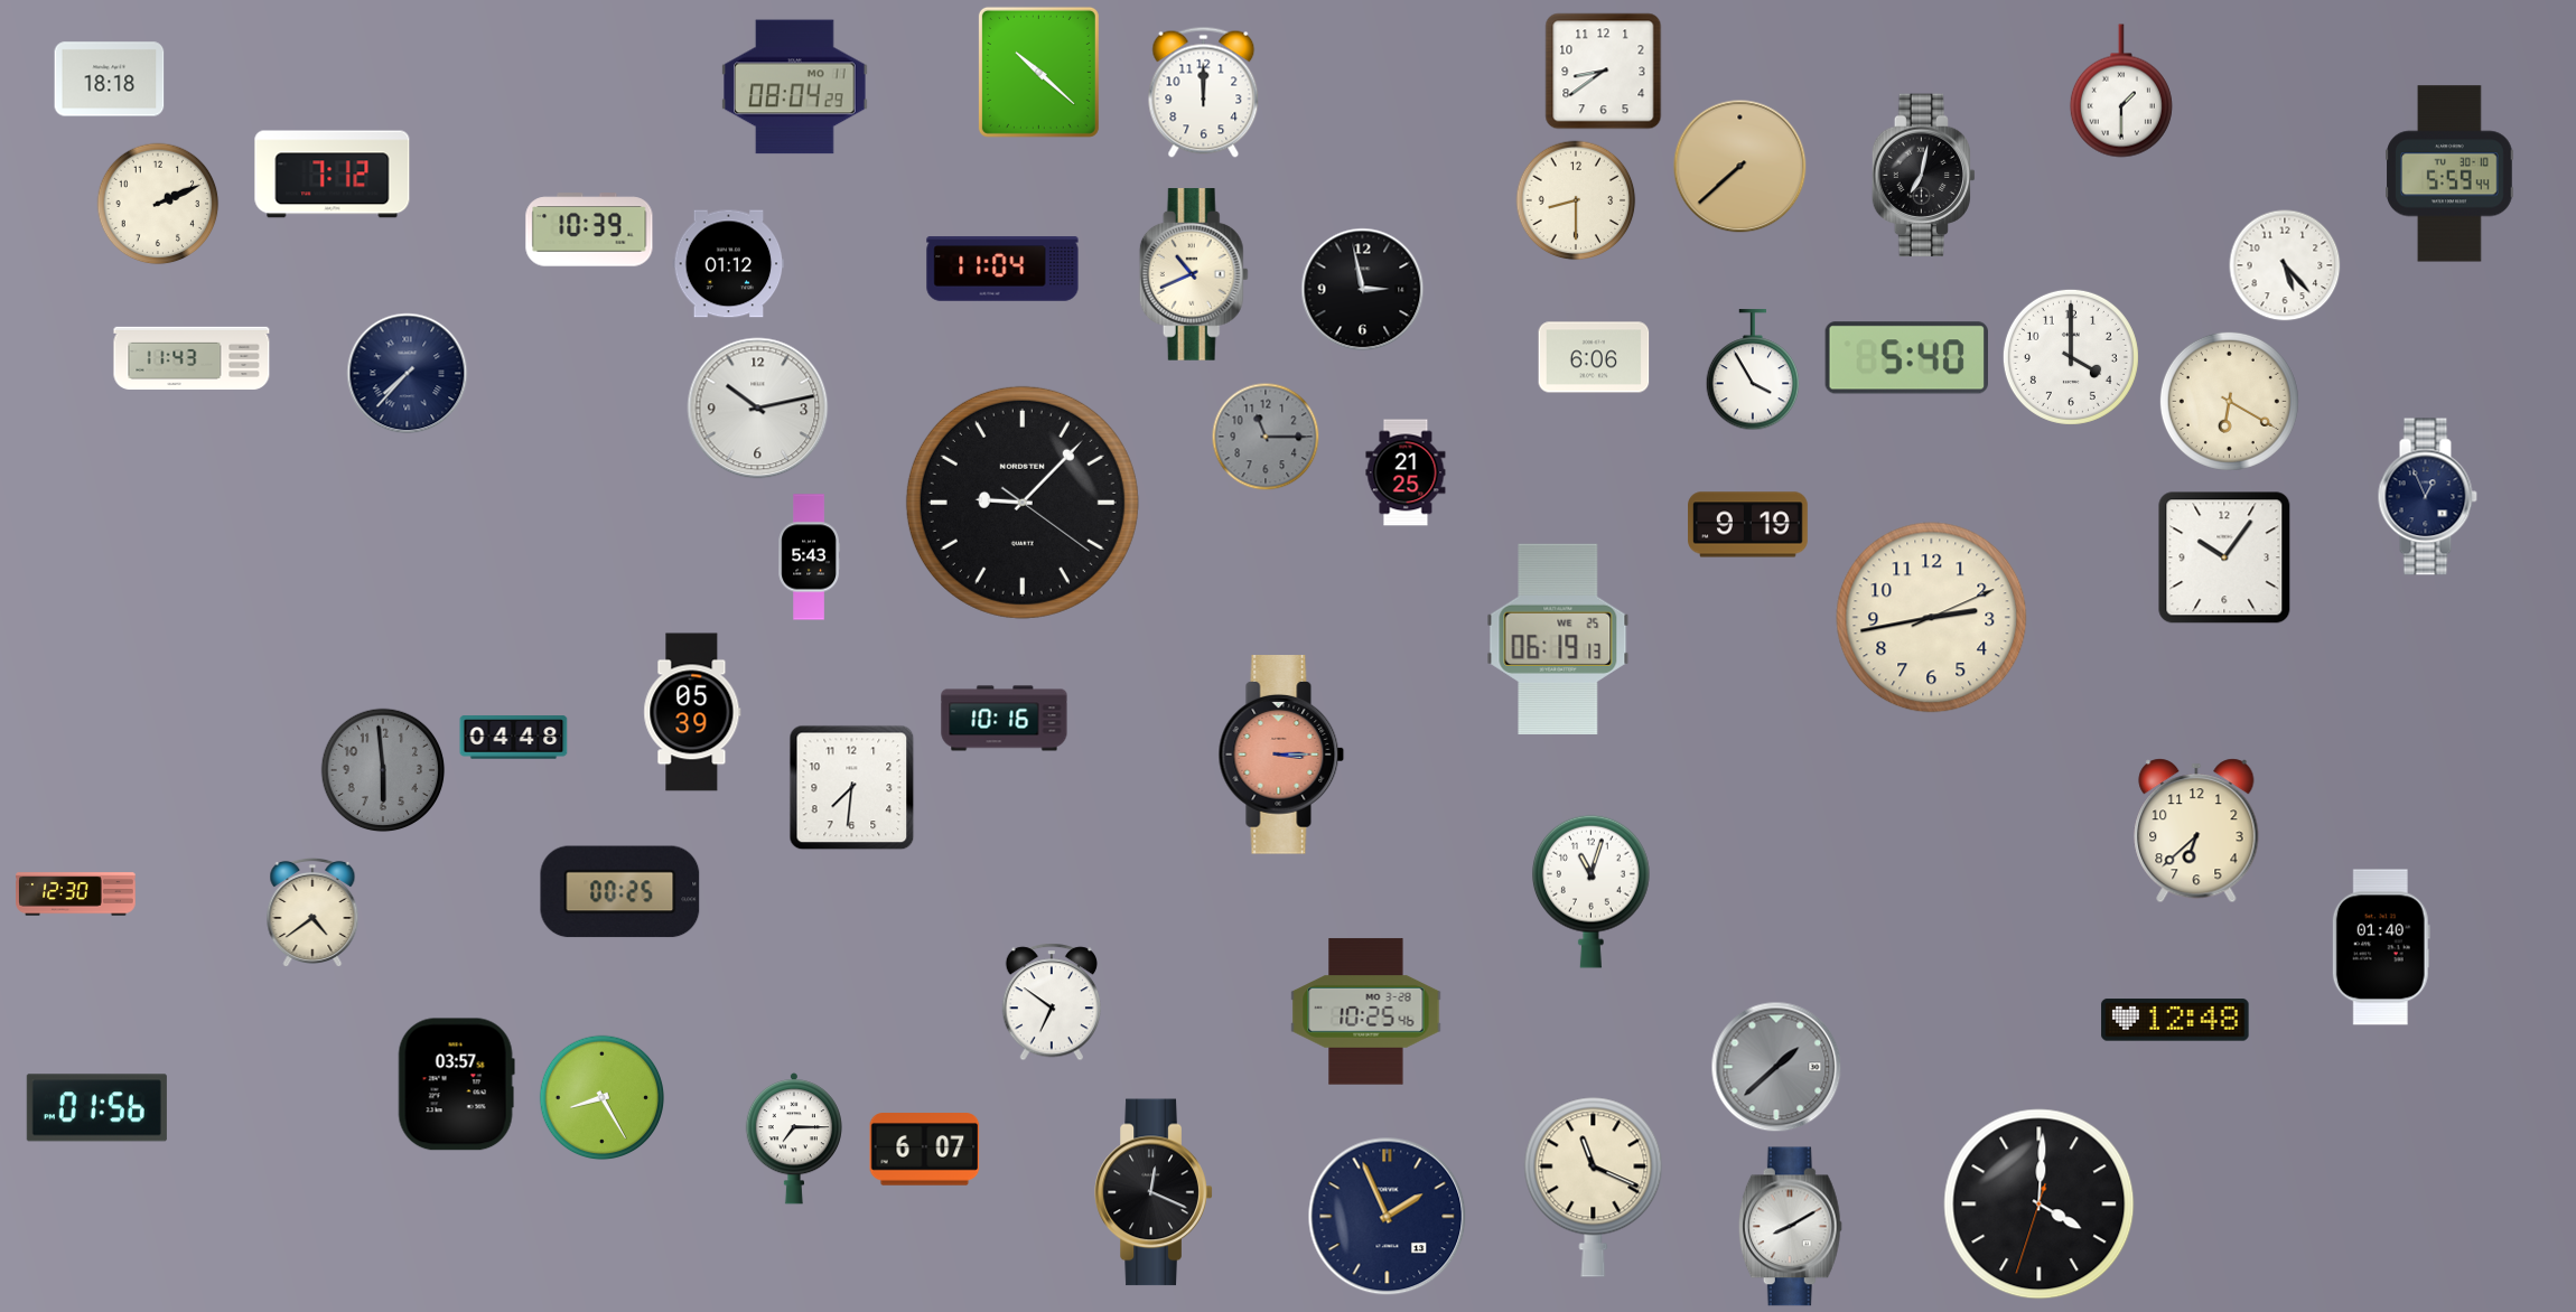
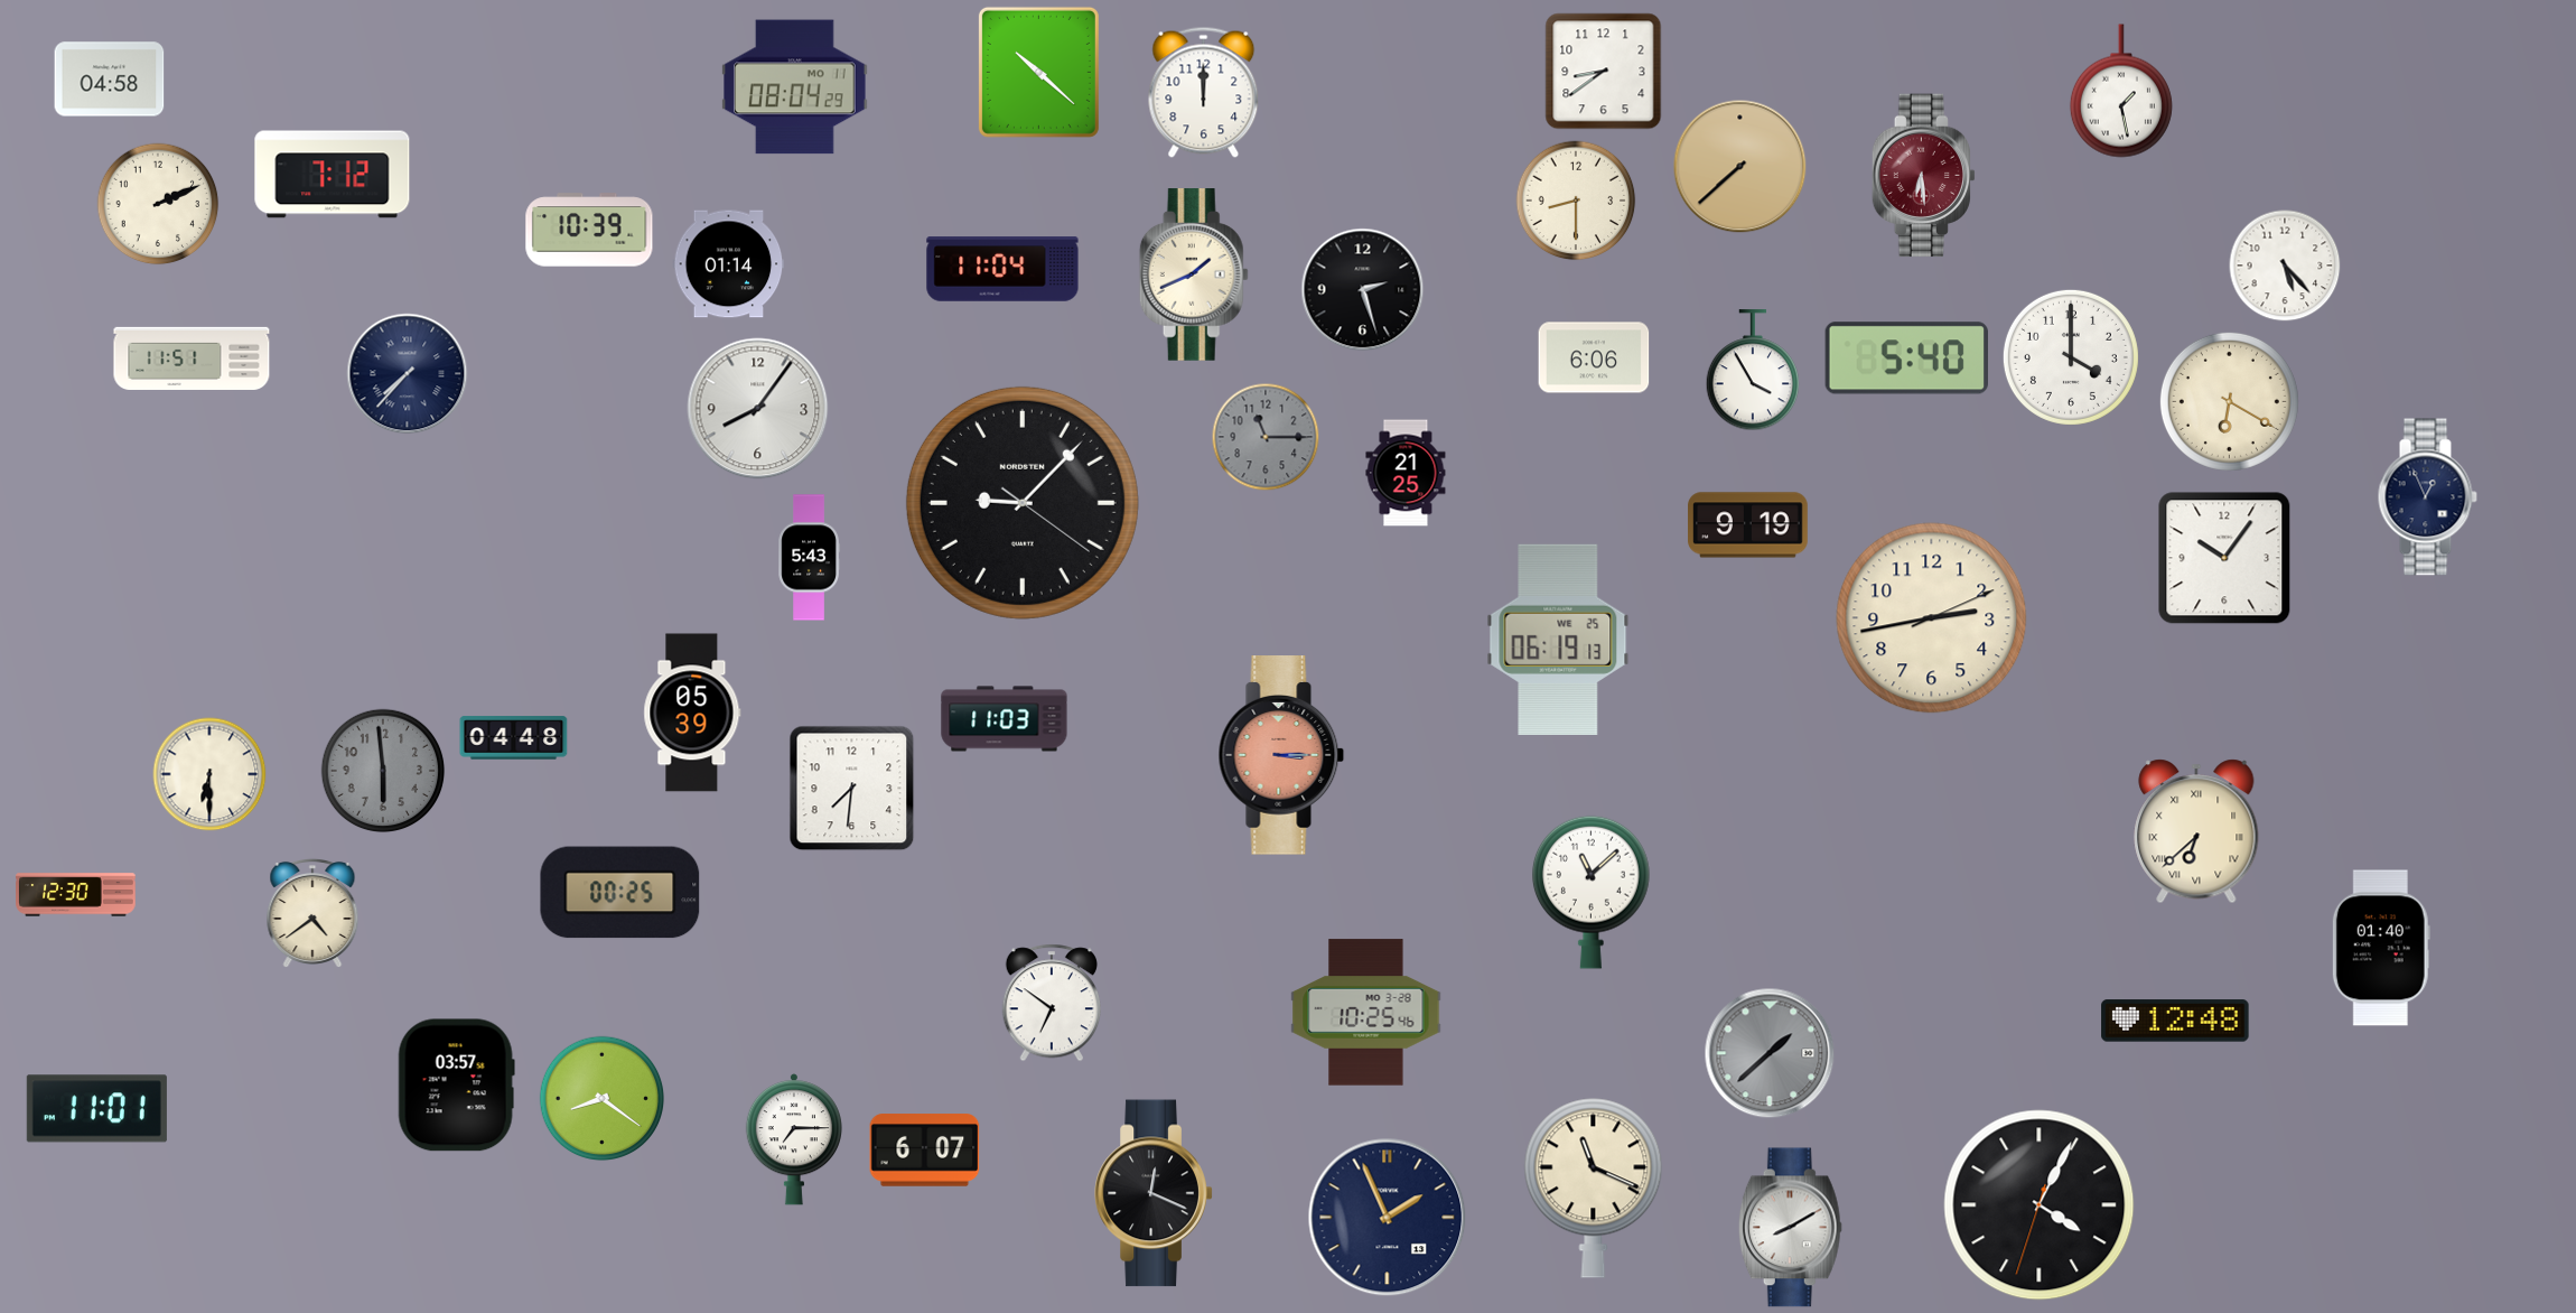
clock at (110, 79): 18:18 -> 04:58
clock at (2121, 91): 1:30 -> 1:28
clock at (2449, 174): 5:59 -> none
clock at (1923, 176): 7:02 -> 6:29
clock at (1923, 176) dial: black -> burgundy
clock at (729, 264): 01:12 -> 01:14
clock at (1194, 274): 10:41 -> 1:41
clock at (1363, 290): 2:58 -> 2:27
clock at (192, 357): 11:43 -> 11:51
clock at (758, 409): 10:13 -> 8:06
clock at (1005, 719): 10:16 -> 11:03
clock at (209, 774): none -> 6:30
clock at (2196, 831) numerals: Arabic -> Roman
clock at (1592, 891): 11:03 -> 11:08
clock at (1776, 1067) position: (1776, 1067) -> (1770, 1053)
clock at (603, 1098): 8:25 -> 8:21
clock at (96, 1108): 01:56 -> 11:01
clock at (2040, 1205): 4:00 -> 4:04
